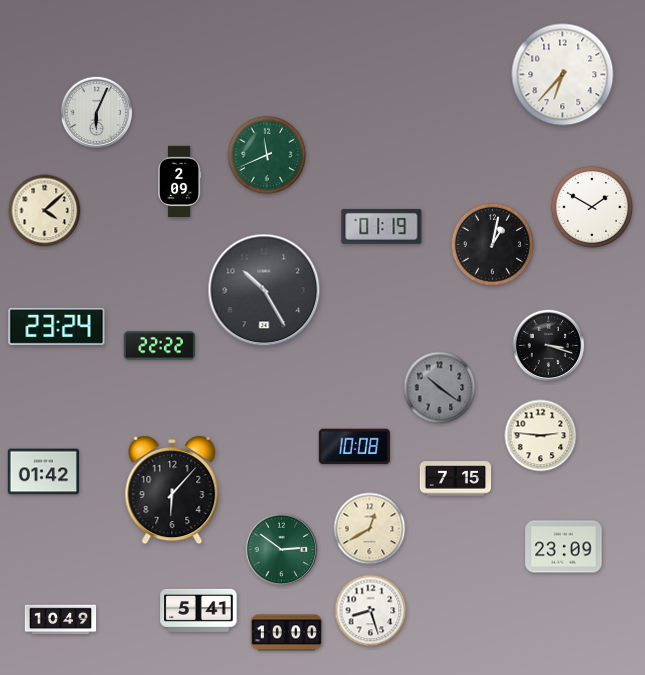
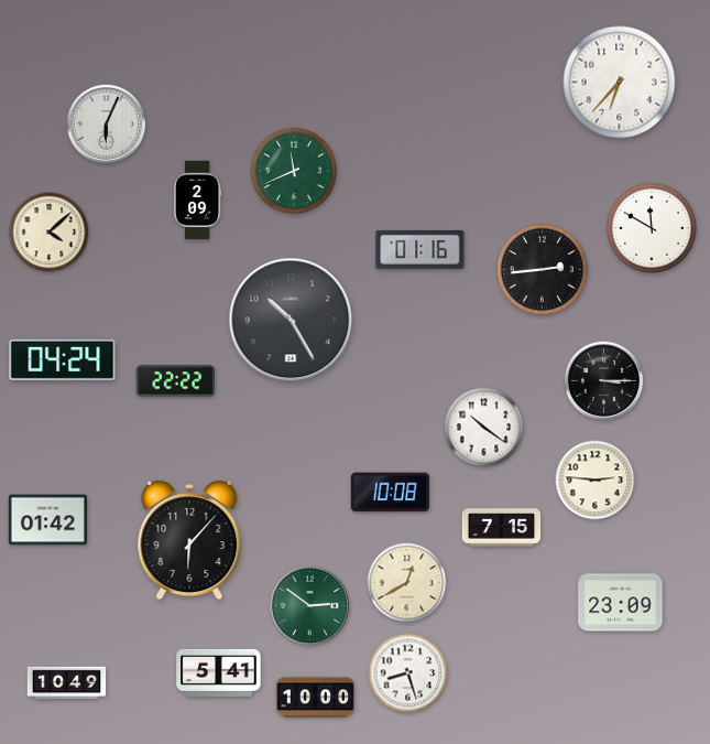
clock at (592, 207): 1:50 -> 11:50
clock at (382, 226): 01:19 -> 01:16
clock at (492, 244): 1:02 -> 2:44
clock at (57, 326): 23:24 -> 04:24
clock at (549, 346): 3:18 -> 3:15
clock at (440, 388) dial: grey -> white
